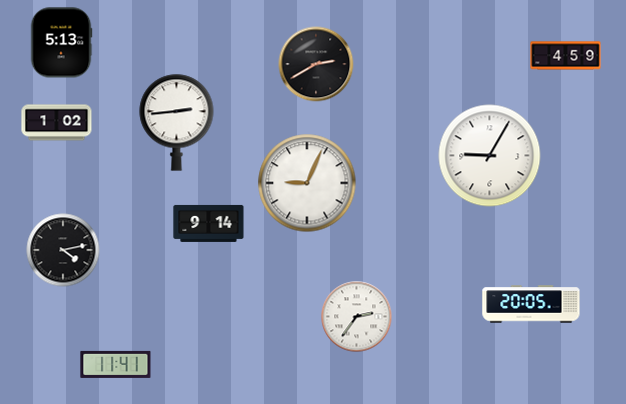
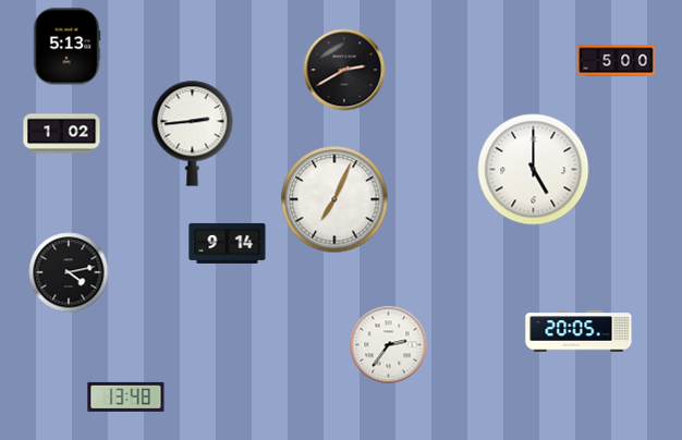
clock at (566, 56): 4:59 -> 5:00
clock at (490, 156): 9:05 -> 5:00
clock at (307, 183): 9:04 -> 7:04
clock at (116, 364): 11:41 -> 13:48
